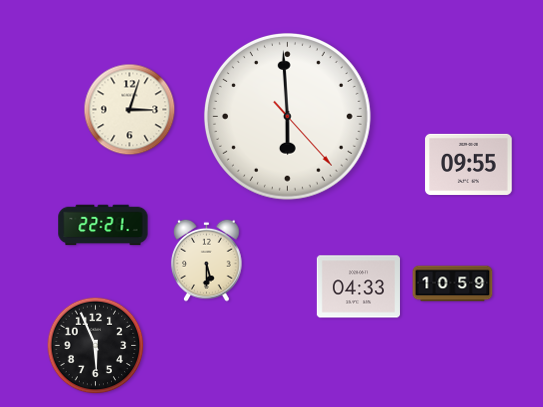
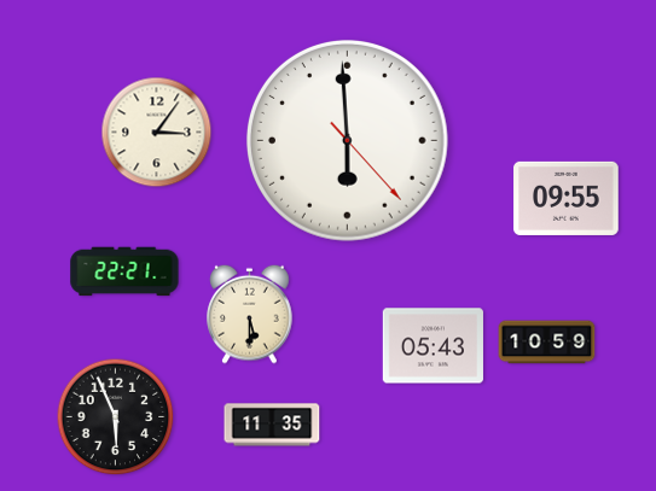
clock at (130, 110): 3:03 -> 3:06
clock at (358, 287): 04:33 -> 05:43
clock at (272, 425): none -> 11:35
